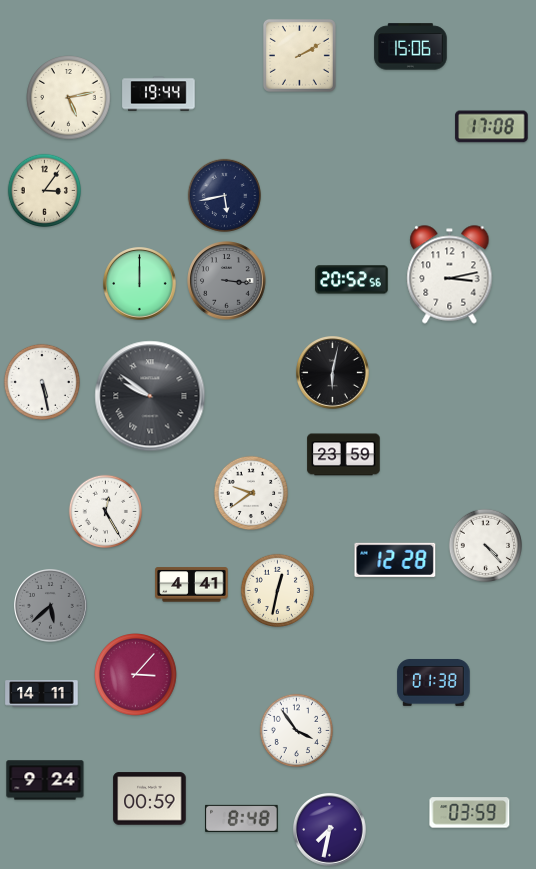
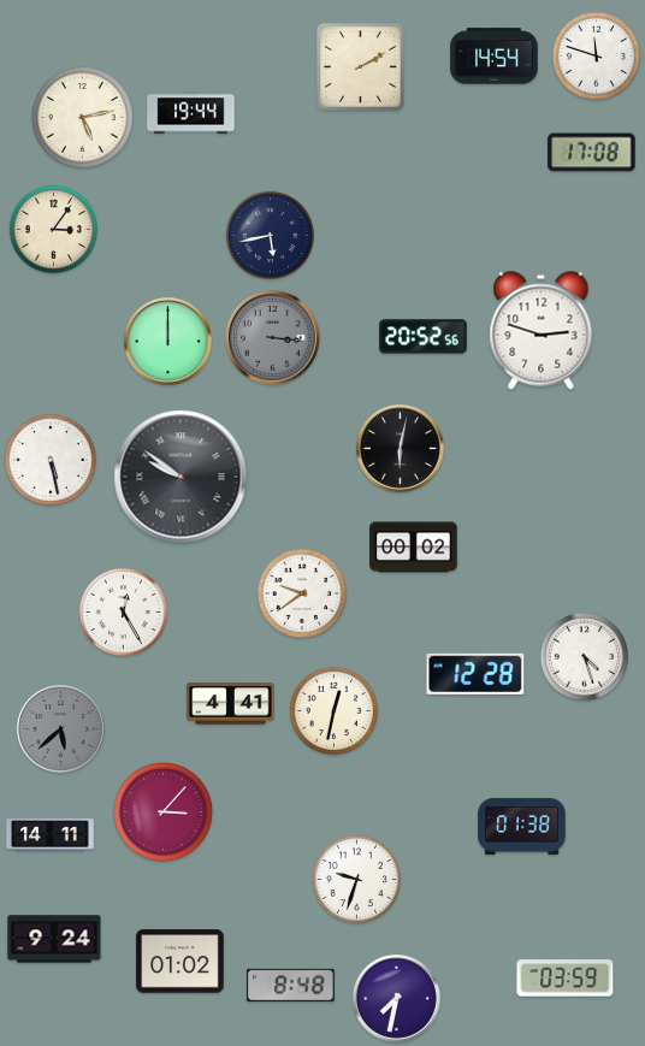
clock at (596, 55): none -> 11:48
clock at (411, 47): 15:06 -> 14:54
clock at (450, 275): 3:13 -> 2:48
clock at (344, 455): 23:59 -> 00:02
clock at (105, 511) position: (105, 511) -> (123, 611)
clock at (485, 545): 4:23 -> 4:27
clock at (434, 682) position: (434, 682) -> (522, 826)
clock at (296, 730): 3:54 -> 9:33
clock at (150, 799): 00:59 -> 01:02
